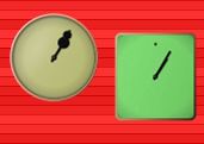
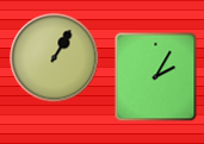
clock at (156, 77): 1:05 -> 2:05
